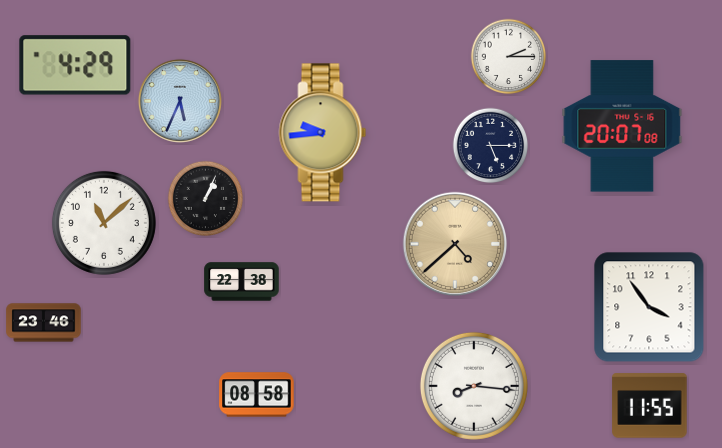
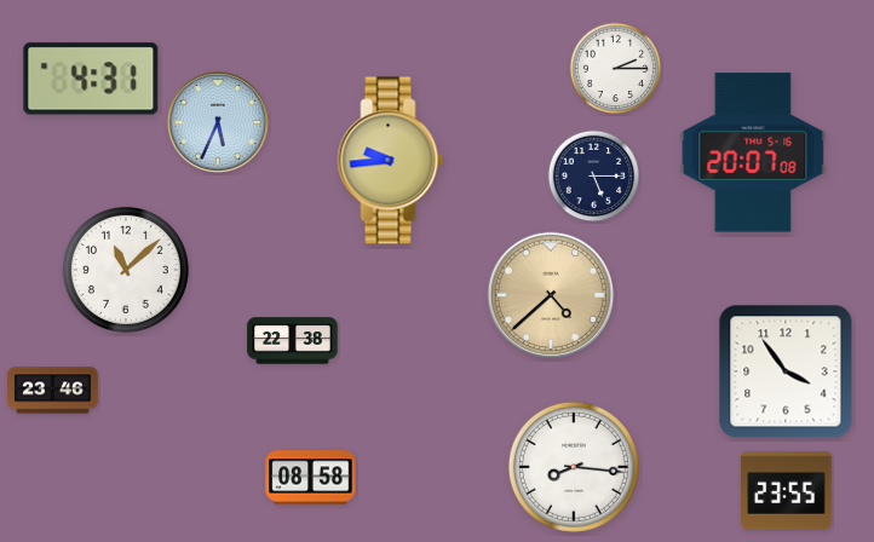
clock at (75, 65): 4:29 -> 4:31
clock at (206, 199): 1:04 -> none
clock at (650, 406): 11:55 -> 23:55
